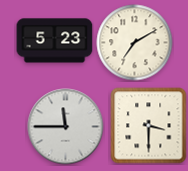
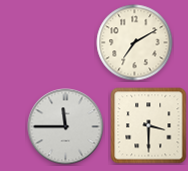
clock at (55, 41): 5:23 -> none
